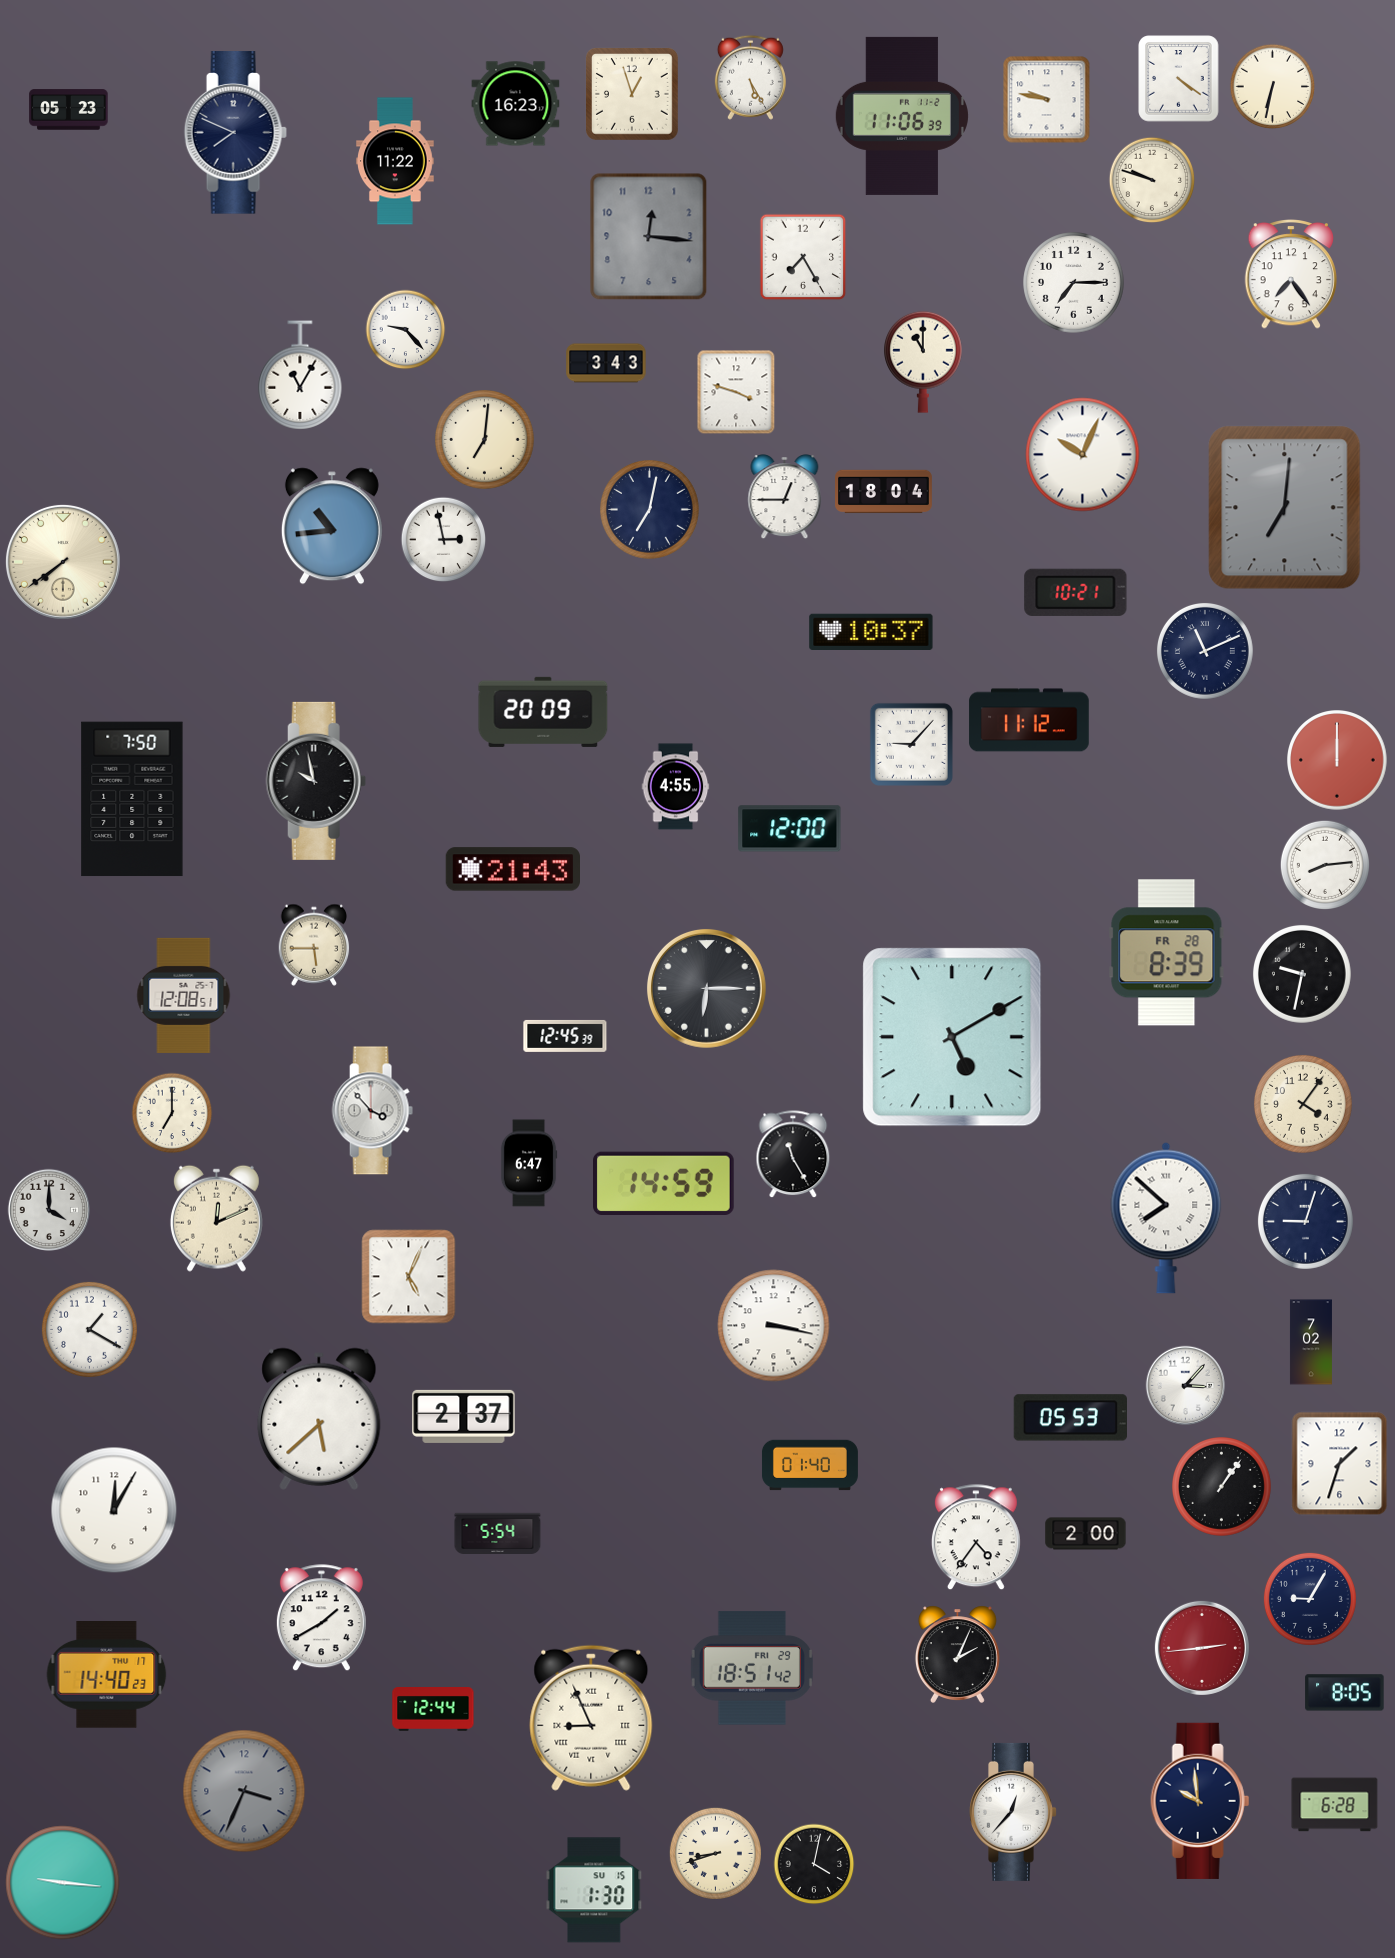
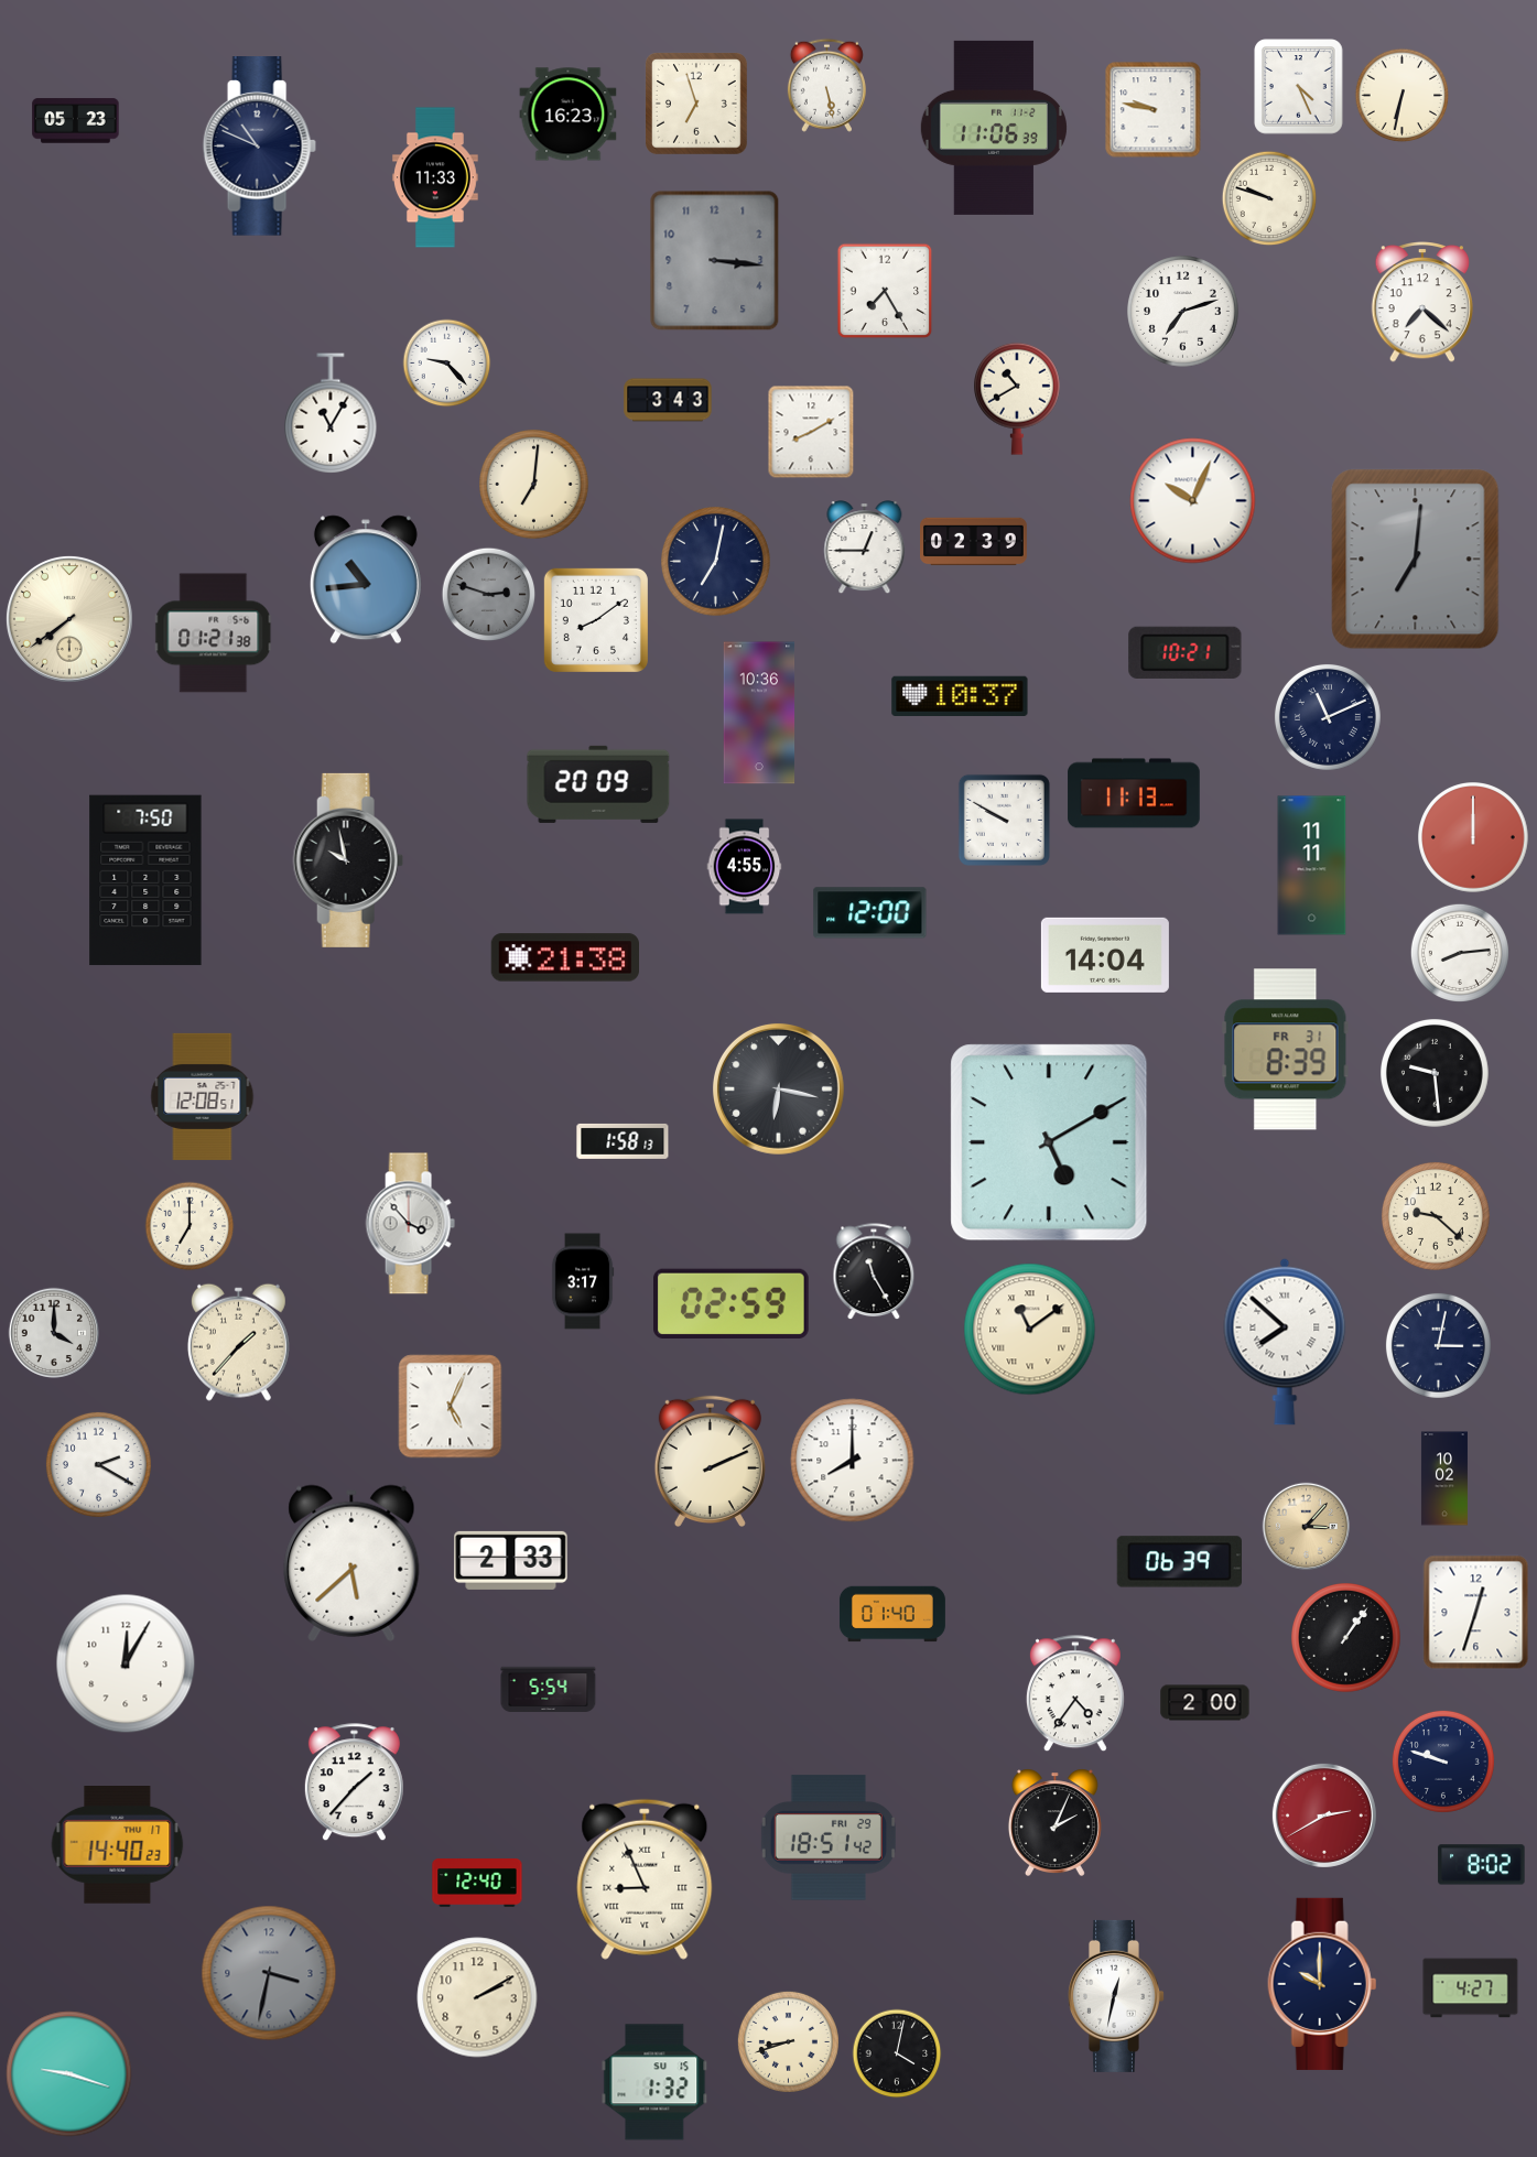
clock at (750, 77): 5:25 -> 5:28
clock at (1179, 79): 4:21 -> 4:26
clock at (632, 94): 12:57 -> 6:57
clock at (235, 133): 7:49 -> 10:49
clock at (395, 161): 11:22 -> 11:33
clock at (649, 237): 12:16 -> 3:16
clock at (803, 257) position: (803, 257) -> (885, 291)
clock at (1291, 275): 7:24 -> 7:22
clock at (1074, 283): 7:15 -> 7:12
clock at (924, 362): 11:00 -> 10:40
clock at (736, 392): 3:48 -> 8:10
clock at (884, 492): 18:04 -> 02:39
clock at (444, 540): 2:58 -> 2:48
clock at (444, 540) dial: white -> grey
clock at (596, 620): none -> 8:09
clock at (214, 633): none -> 01:21
clock at (759, 713): none -> 10:36
clock at (1029, 720): 11:12 -> 11:13
clock at (911, 744): 9:07 -> 9:50
clock at (1312, 866): none -> 11:11
clock at (1105, 955): none -> 14:04
clock at (512, 869): 21:43 -> 21:38
clock at (314, 945): 5:45 -> none
clock at (1167, 953) date: FR 28 -> FR 31
clock at (1302, 974): 9:32 -> 9:29
clock at (706, 988): 6:15 -> 6:17
clock at (565, 1036): 12:45 -> 1:58
clock at (1303, 1104): 4:06 -> 9:22
clock at (529, 1163): 6:47 -> 3:17
clock at (664, 1184): 14:59 -> 02:59
clock at (1030, 1330): none -> 11:09
clock at (216, 1218): 12:11 -> 1:37
clock at (1305, 1221): 9:03 -> 3:02
clock at (710, 1461): none -> 2:11
clock at (774, 1326): 3:17 -> 8:00
clock at (89, 1329): 1:20 -> 2:20
clock at (1311, 1342): 7:02 -> 10:02
clock at (1186, 1386) dial: white -> champagne
clock at (464, 1416): 2:37 -> 2:33
clock at (1070, 1418): 05:53 -> 06:39
clock at (1340, 1464): 1:33 -> 12:33
clock at (1086, 1534) position: (1086, 1534) -> (1205, 1703)
clock at (1310, 1599): 9:05 -> 9:48
clock at (321, 1618): 1:40 -> 1:37
clock at (1202, 1648): 2:44 -> 2:40
clock at (1345, 1693): 8:05 -> 8:02
clock at (433, 1710): 12:44 -> 12:40
clock at (591, 1718) position: (591, 1718) -> (645, 1879)
clock at (244, 1791): 3:34 -> 3:32
clock at (1200, 1801): 9:59 -> 10:00
clock at (1335, 1805): 6:28 -> 4:27
clock at (1014, 1812): 12:37 -> 12:32
clock at (477, 1997): none -> 2:10
clock at (63, 1883): 9:16 -> 9:18
clock at (594, 1890): 1:30 -> 1:32
